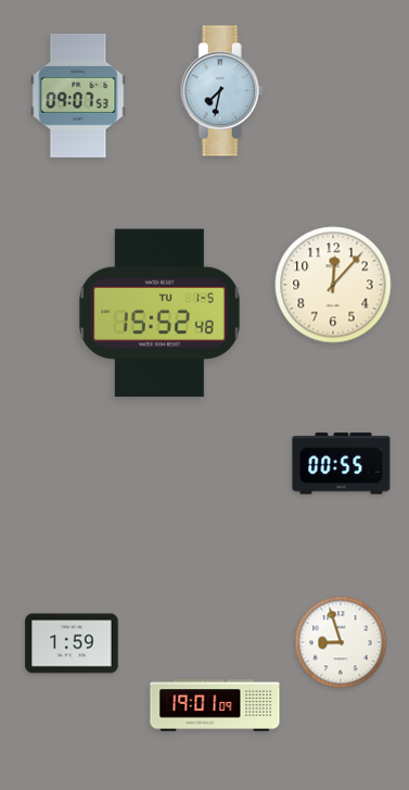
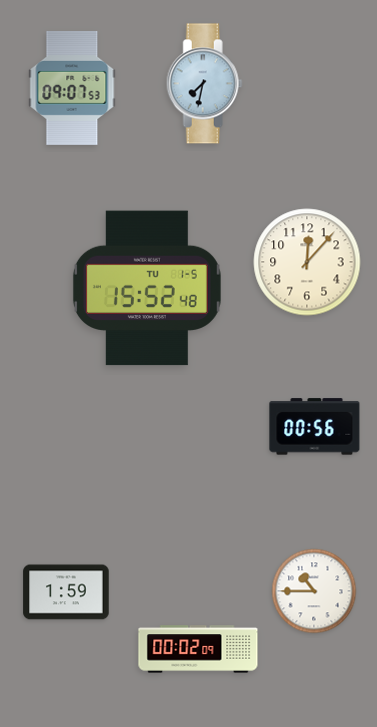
clock at (342, 464): 00:55 -> 00:56
clock at (341, 642): 8:57 -> 10:45
clock at (215, 705): 19:01 -> 00:02
